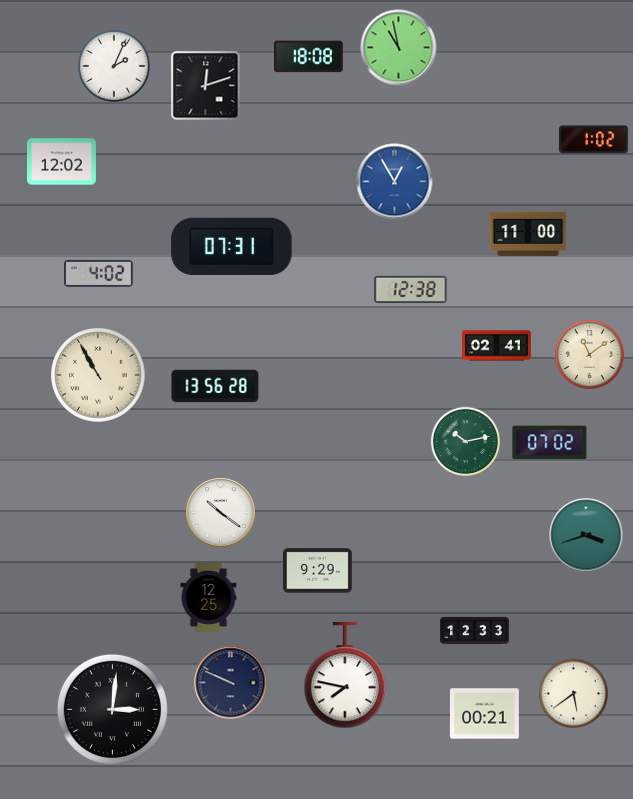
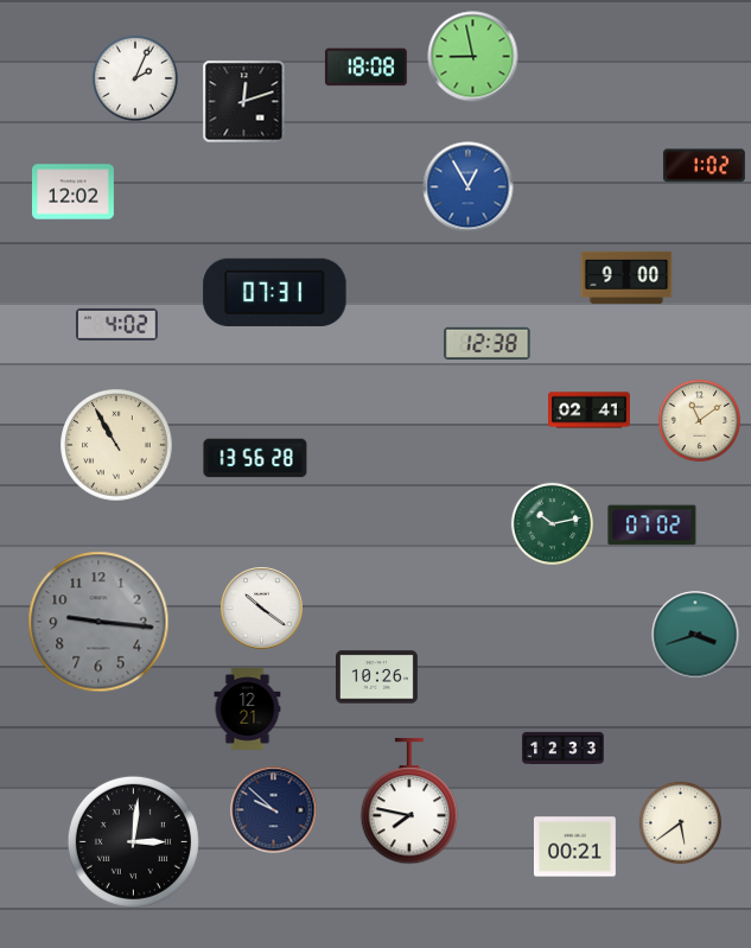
clock at (399, 48): 10:58 -> 8:58
clock at (395, 182) position: (395, 182) -> (469, 187)
clock at (528, 234): 11:00 -> 9:00
clock at (98, 622): none -> 9:16
clock at (317, 571): 9:29 -> 10:26
clock at (209, 598): 12:25 -> 12:21
clock at (231, 683): 9:49 -> 9:52
